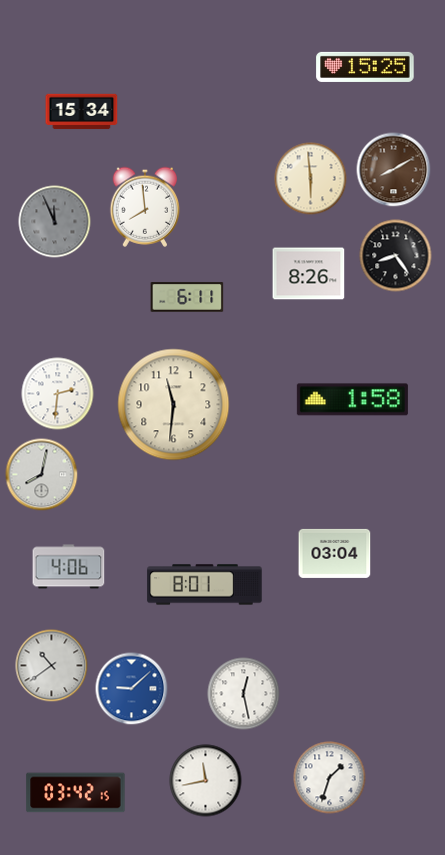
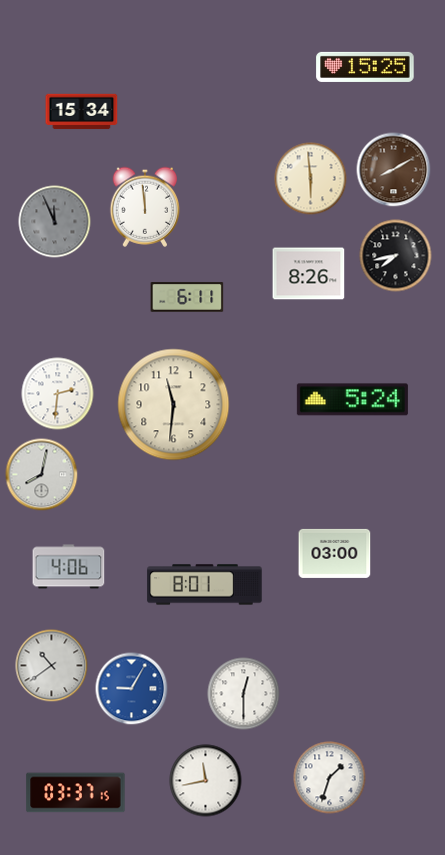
clock at (145, 207): 7:59 -> 11:59
clock at (396, 256): 8:24 -> 7:43
clock at (352, 400): 1:58 -> 5:24
clock at (335, 553): 03:04 -> 03:00
clock at (132, 689): 9:08 -> 9:05
clock at (244, 694): 12:28 -> 12:30
clock at (76, 793): 03:42 -> 03:37
